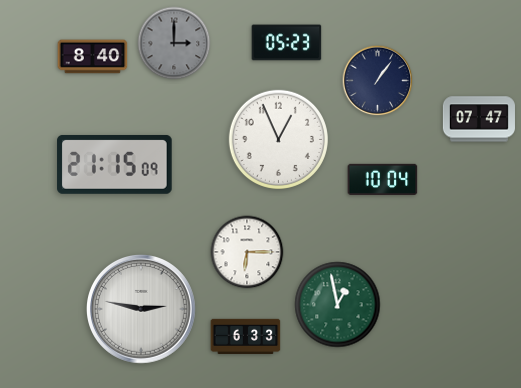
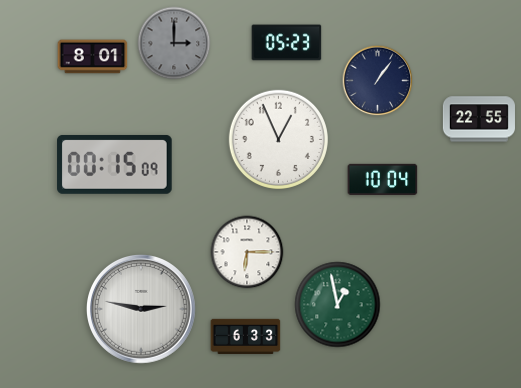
clock at (93, 57): 8:40 -> 8:01
clock at (479, 119): 07:47 -> 22:55
clock at (115, 164): 21:15 -> 00:15
